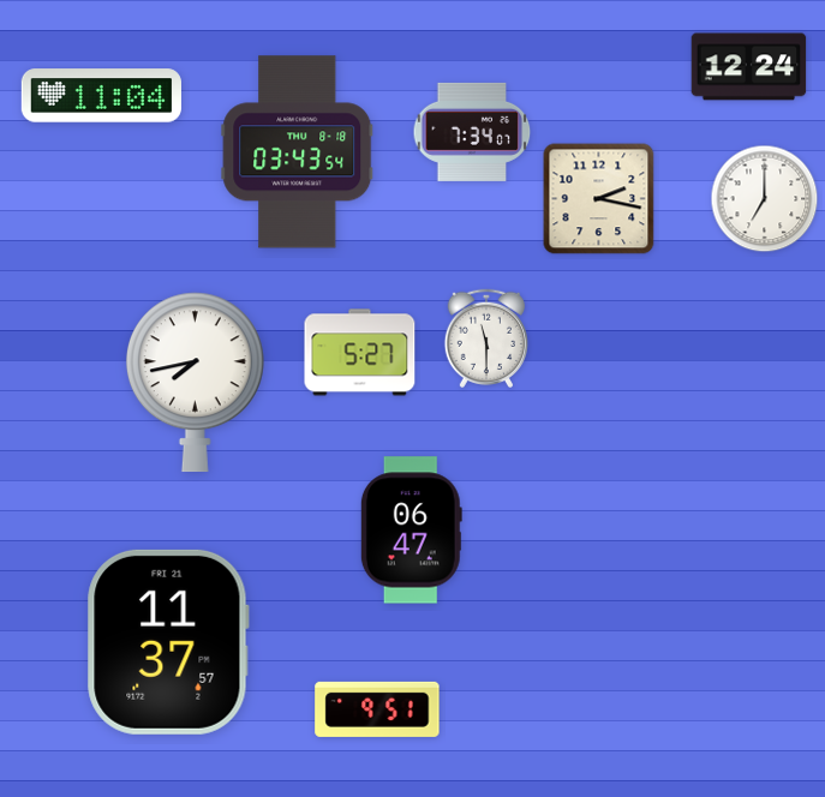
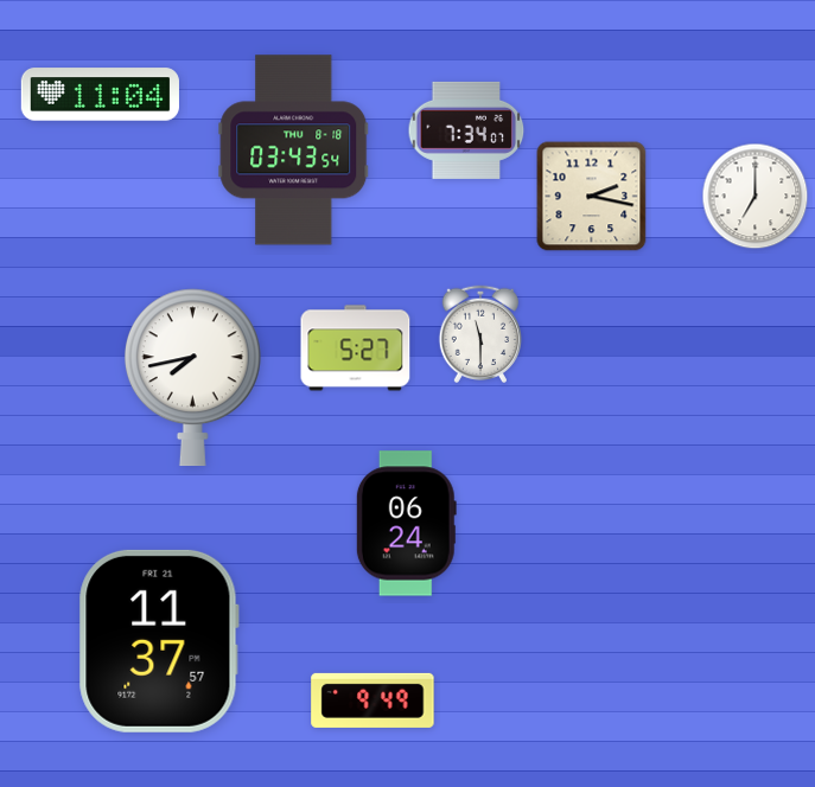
clock at (749, 67): 12:24 -> none
clock at (411, 531): 06:47 -> 06:24
clock at (168, 642) position: (168, 642) -> (159, 641)
clock at (377, 709): 9:51 -> 9:49
